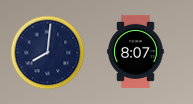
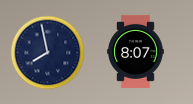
clock at (48, 53): 8:01 -> 7:58
